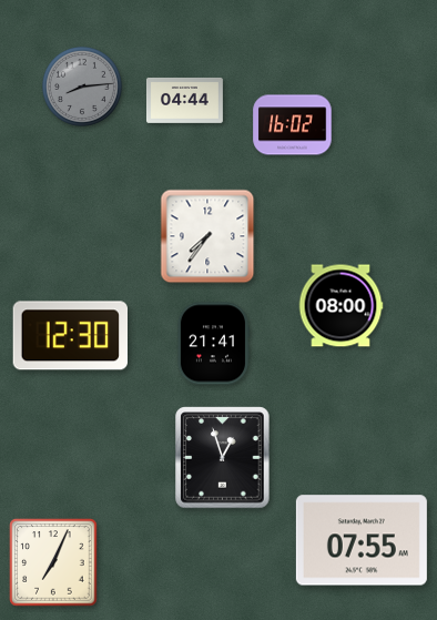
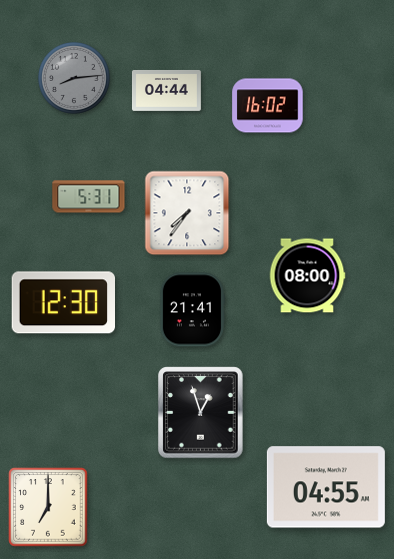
clock at (293, 125) position: (293, 125) -> (268, 106)
clock at (89, 197): none -> 5:31
clock at (362, 540): 07:55 -> 04:55
clock at (53, 562): 7:04 -> 7:00
